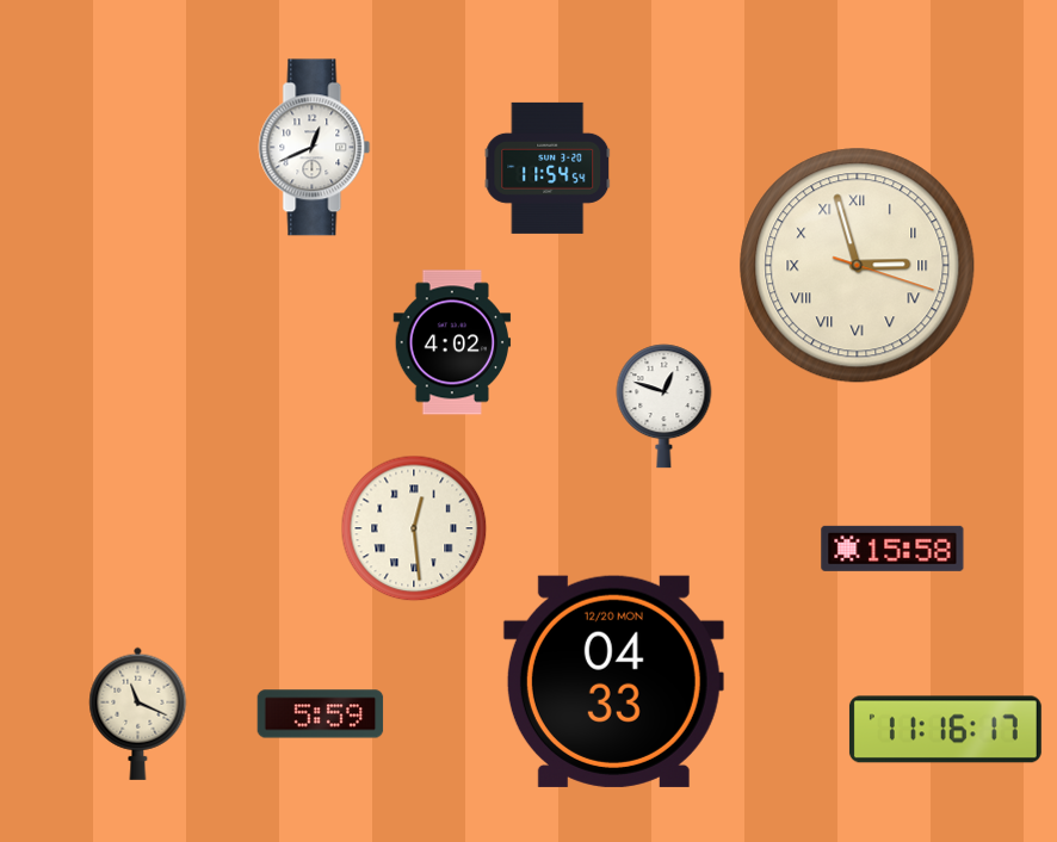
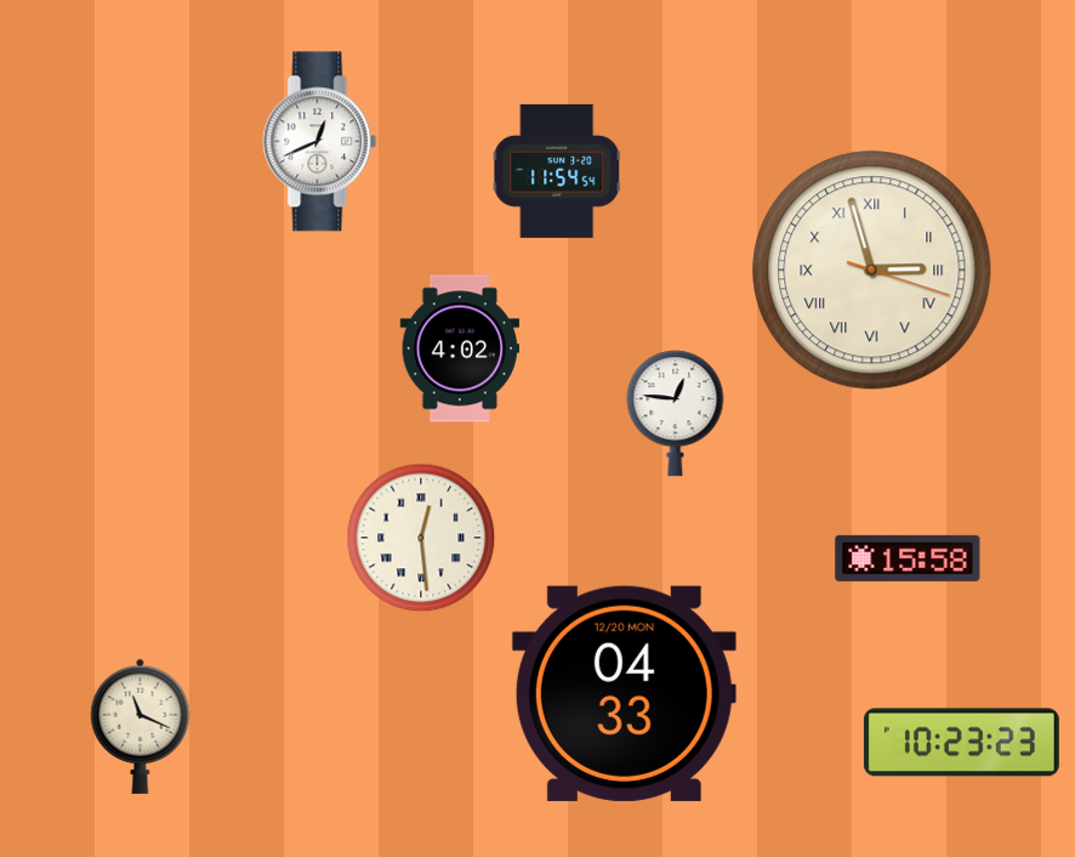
clock at (315, 148) position: (315, 148) -> (320, 142)
clock at (665, 407): 12:48 -> 12:46
clock at (321, 714): 5:59 -> none
clock at (945, 730): 11:16 -> 10:23
